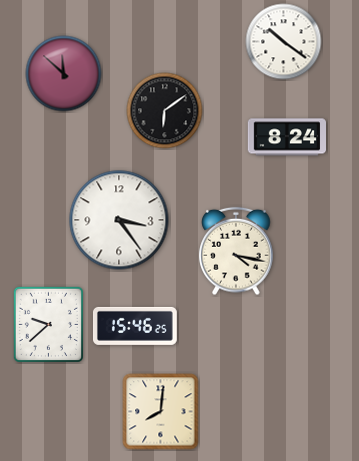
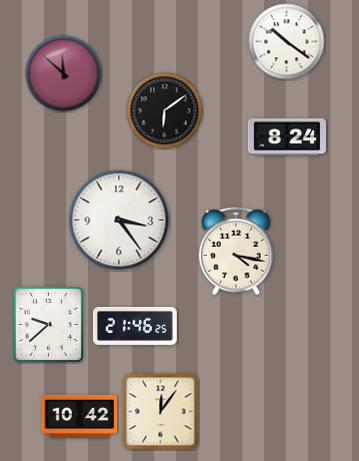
clock at (284, 42) position: (284, 42) -> (287, 42)
clock at (135, 326): 15:46 -> 21:46
clock at (161, 412): 8:01 -> 12:06
clock at (80, 416): none -> 10:42
